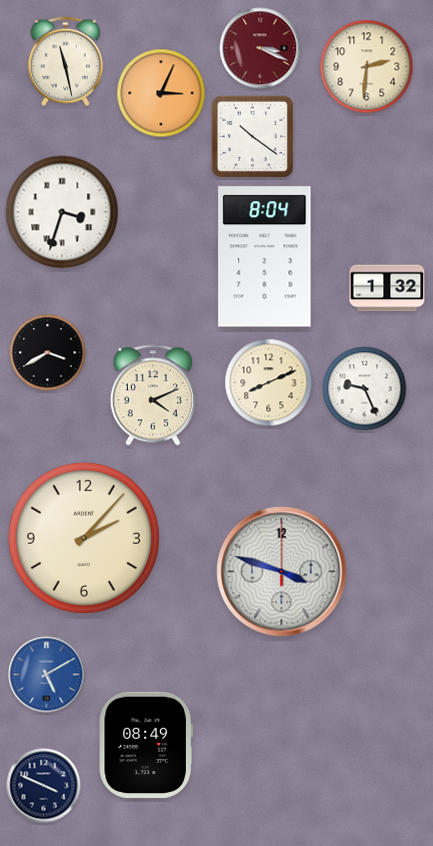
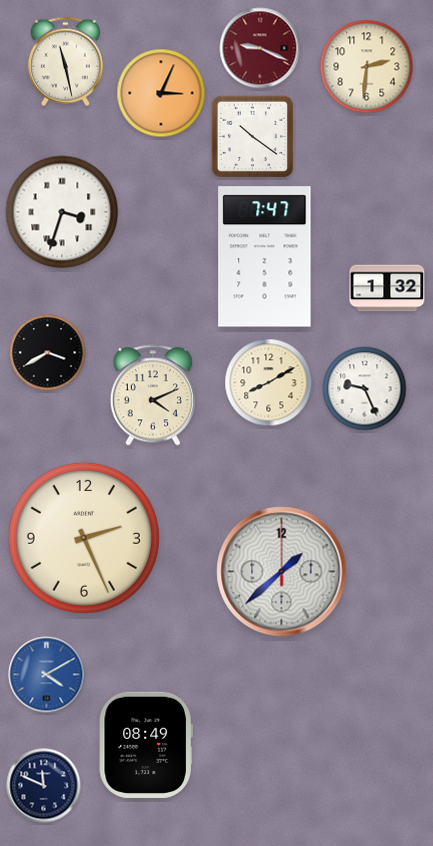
clock at (260, 48): 3:19 -> 9:19
clock at (265, 257): 8:04 -> 7:47
clock at (269, 383): 8:11 -> 8:10
clock at (84, 538): 2:07 -> 2:26
clock at (282, 572): 3:48 -> 1:38
clock at (47, 675): 5:10 -> 4:10
clock at (44, 786): 3:49 -> 11:49
